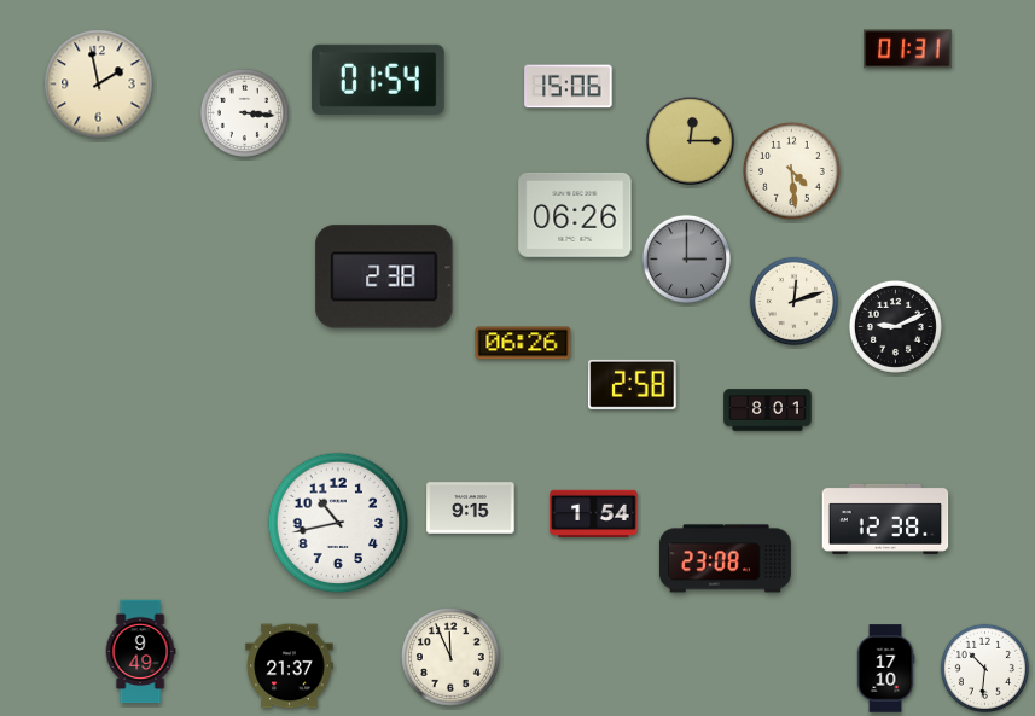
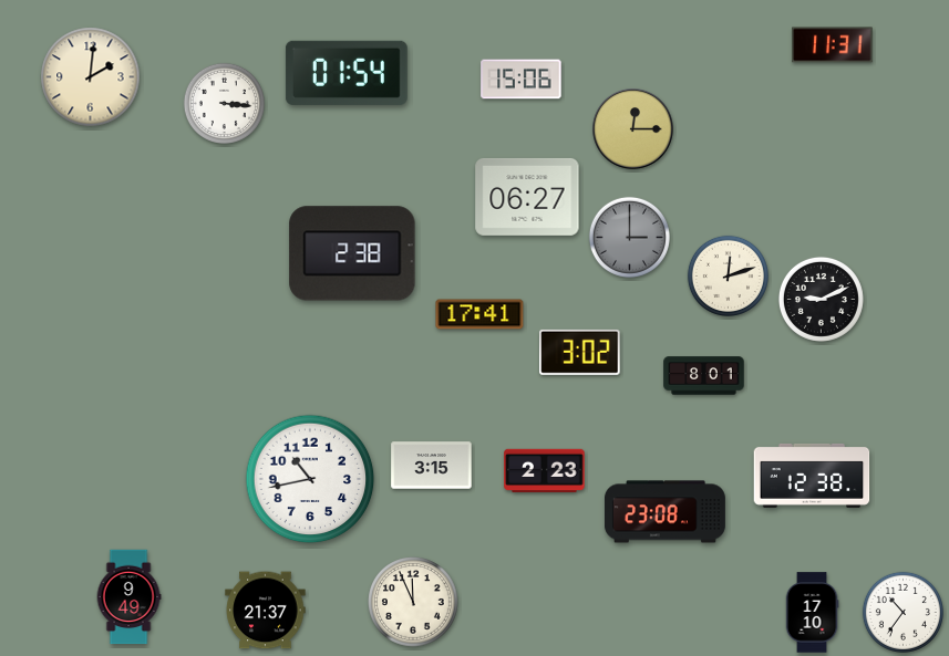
clock at (908, 50): 01:31 -> 11:31
clock at (99, 85): 1:58 -> 2:01
clock at (792, 171): 4:29 -> none
clock at (575, 215): 06:26 -> 06:27
clock at (523, 343): 06:26 -> 17:41
clock at (633, 384): 2:58 -> 3:02
clock at (471, 508): 9:15 -> 3:15
clock at (594, 514): 1:54 -> 2:23
clock at (984, 668): 10:31 -> 10:36
